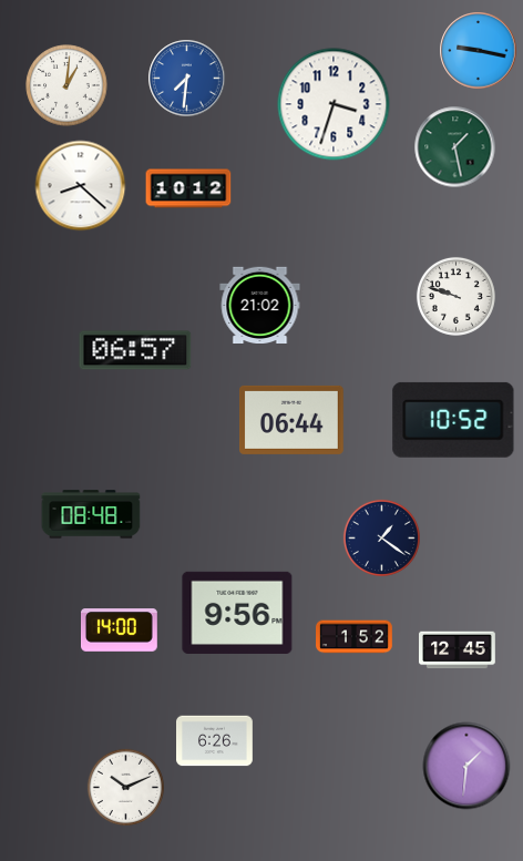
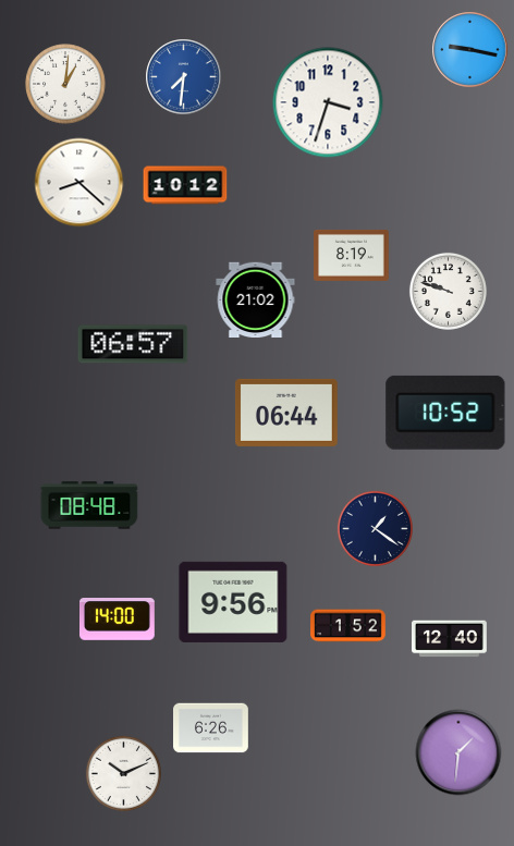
clock at (455, 147): 1:28 -> none
clock at (352, 255): none -> 8:19
clock at (458, 650): 12:45 -> 12:40
